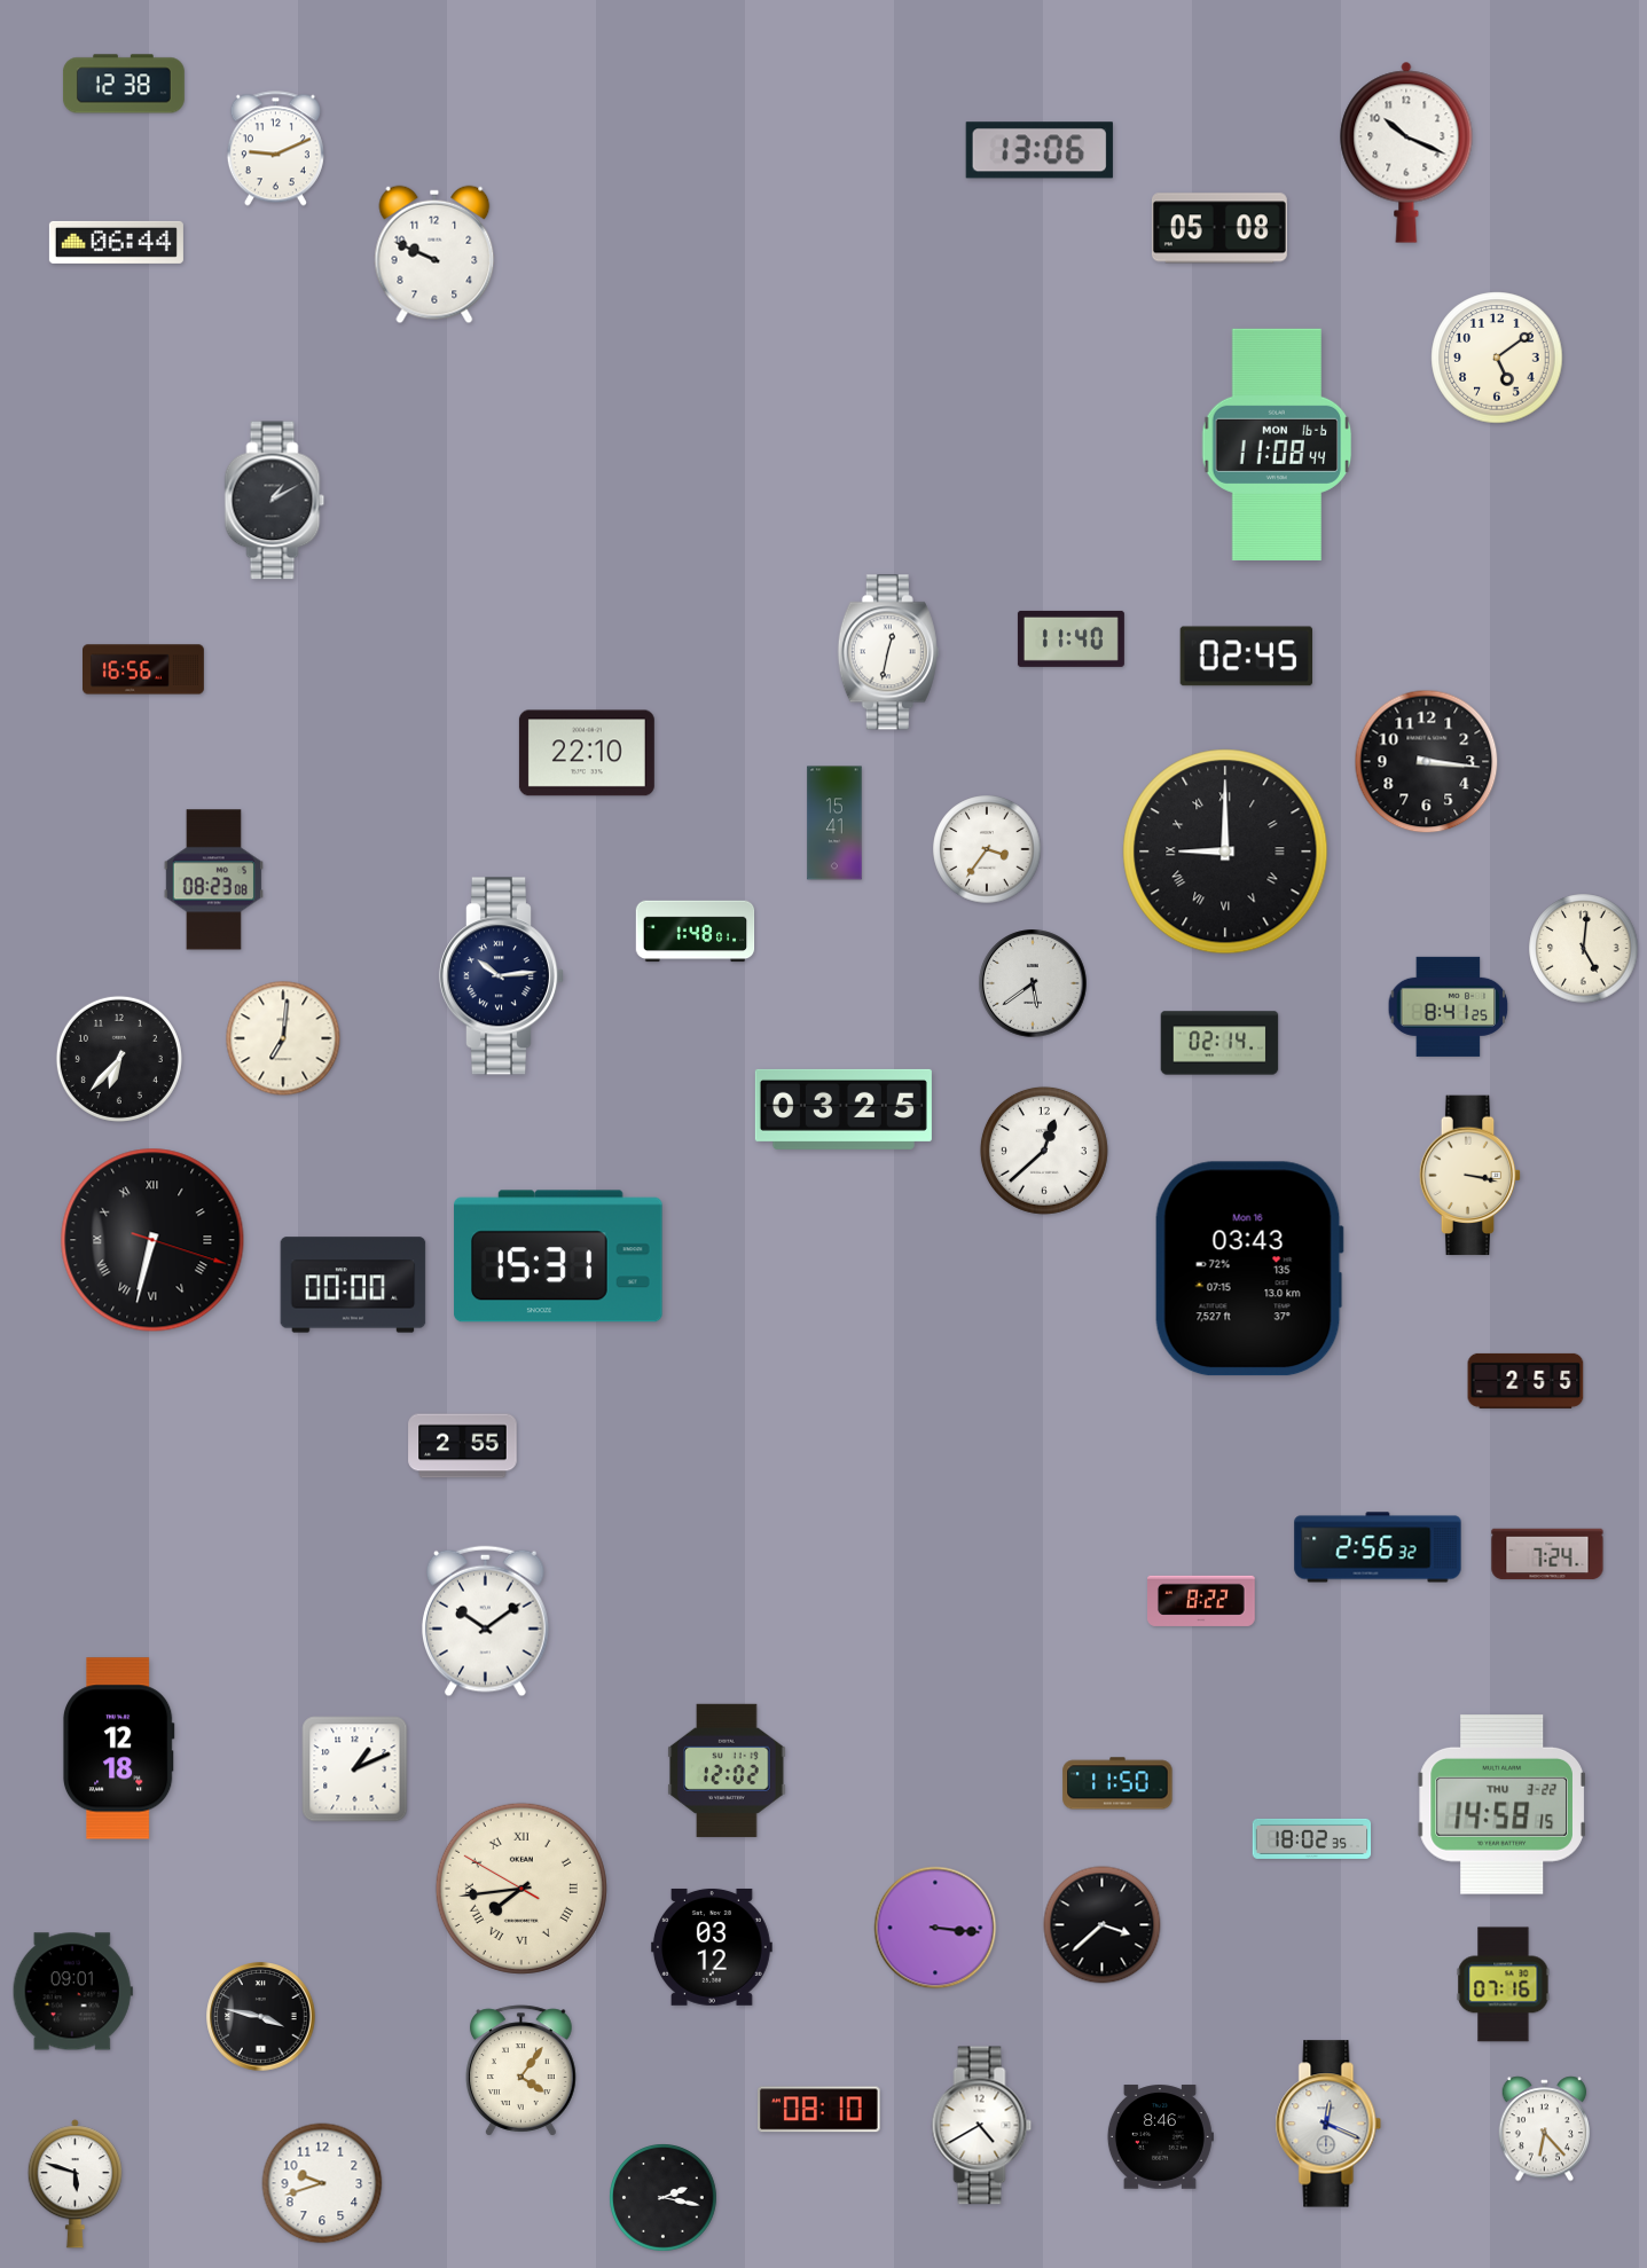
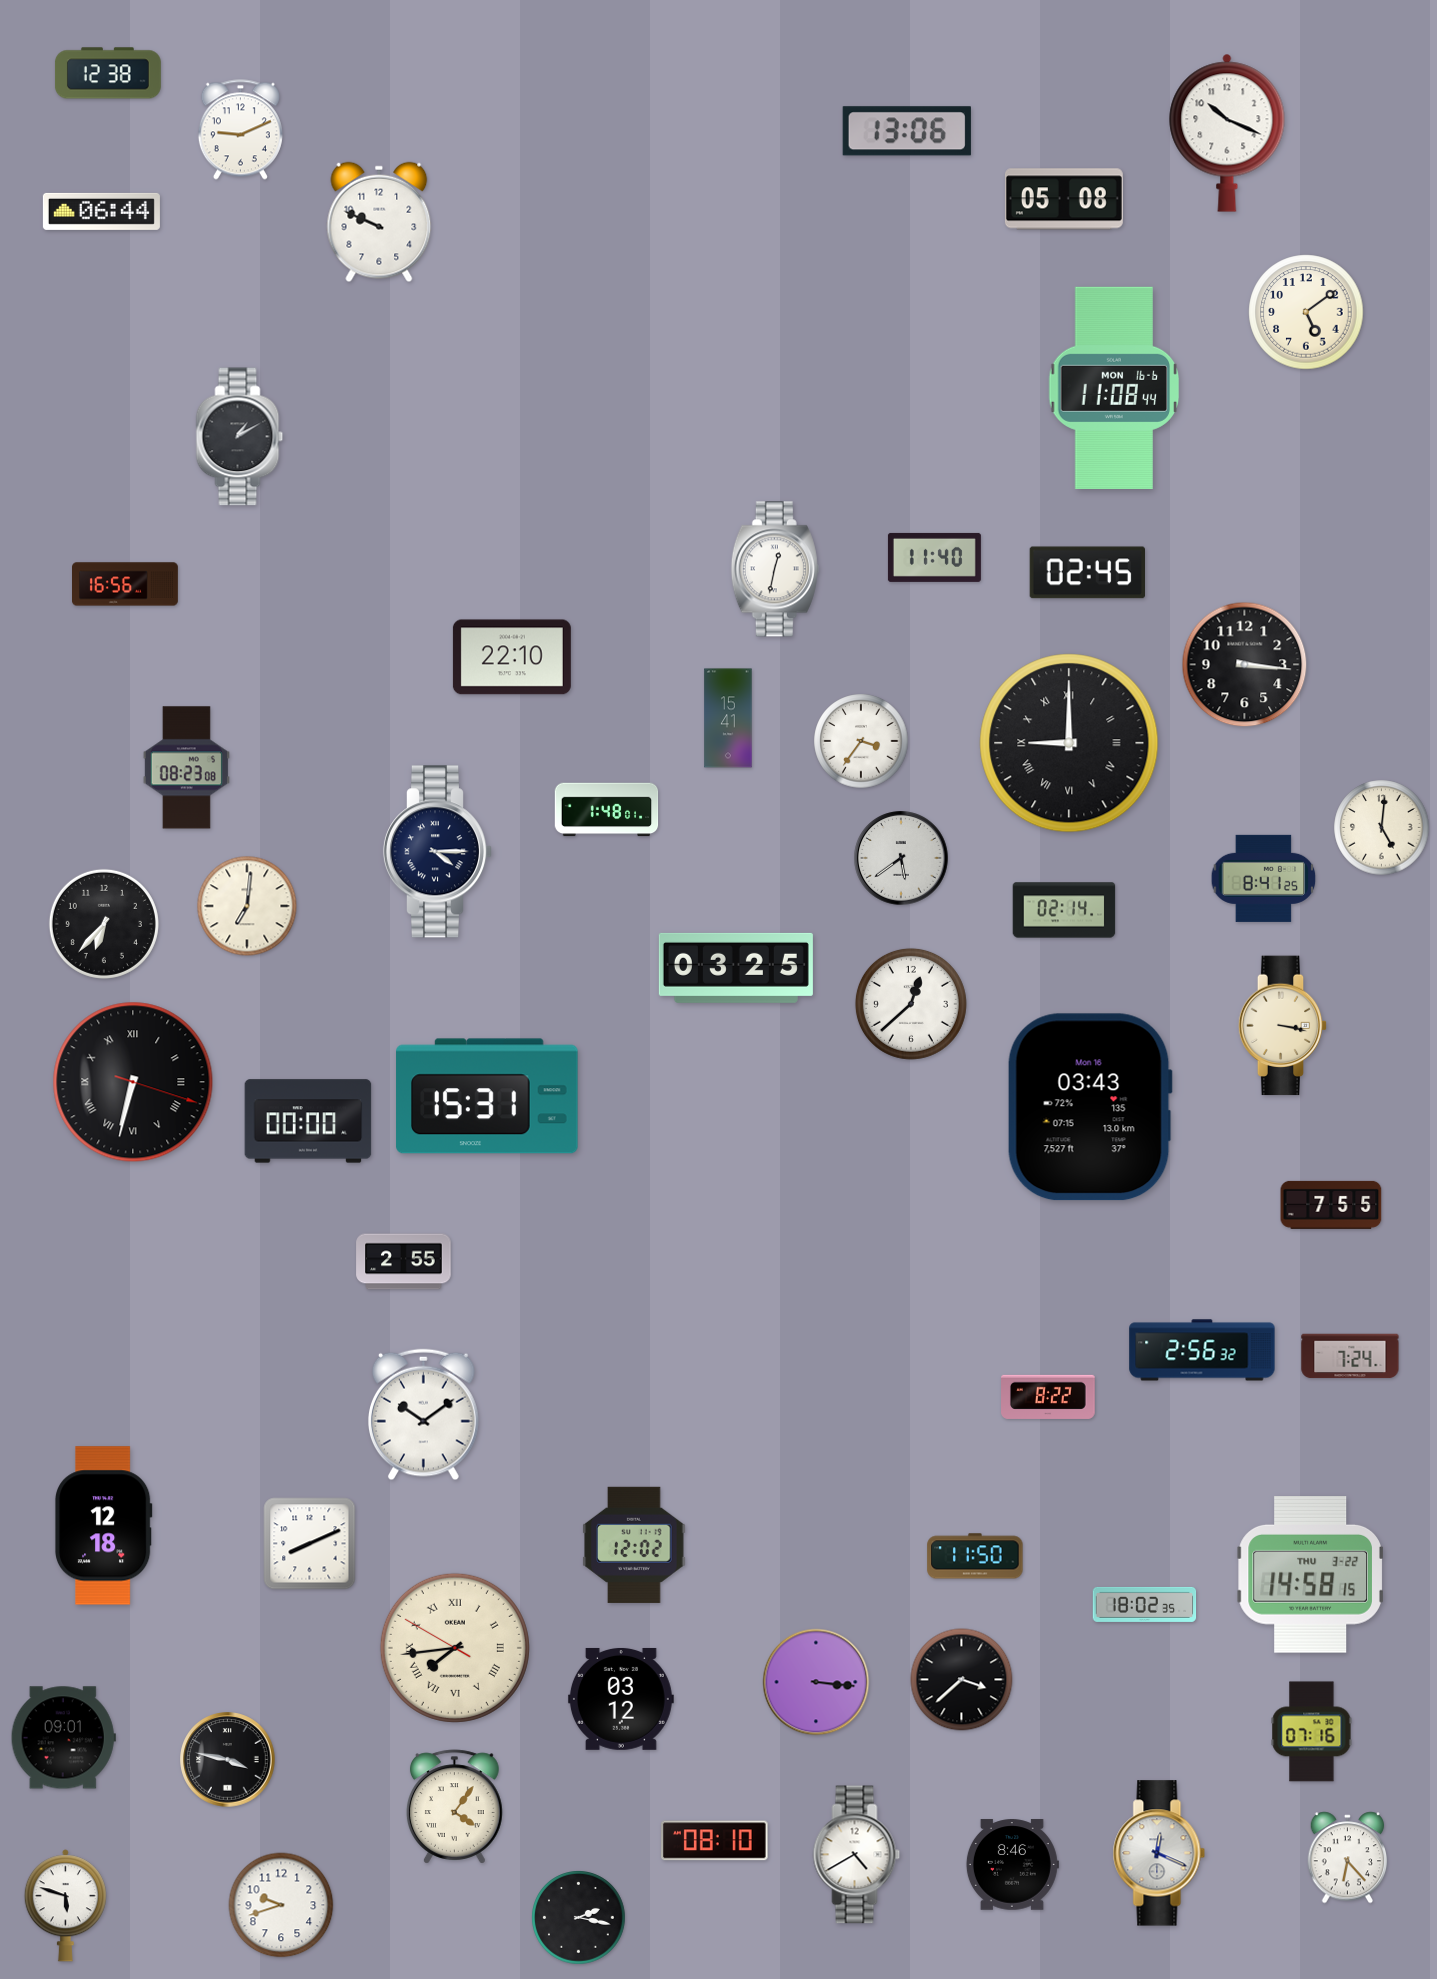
clock at (696, 932) position: (696, 932) -> (607, 810)
clock at (501, 976): 10:14 -> 4:15
clock at (1526, 1381): 2:55 -> 7:55
clock at (355, 1769): 1:11 -> 8:11
